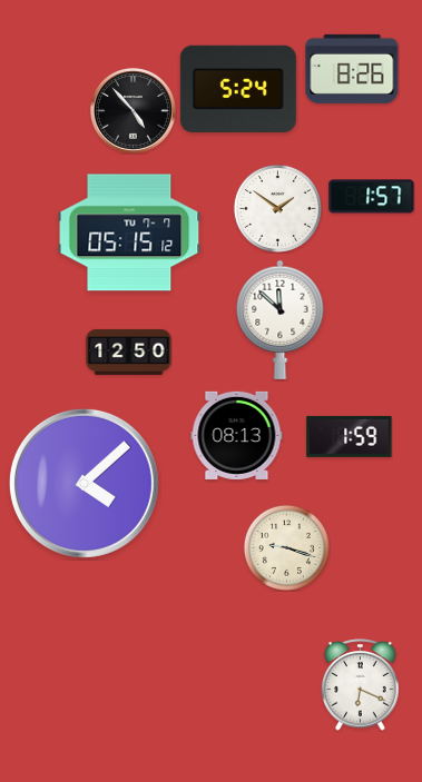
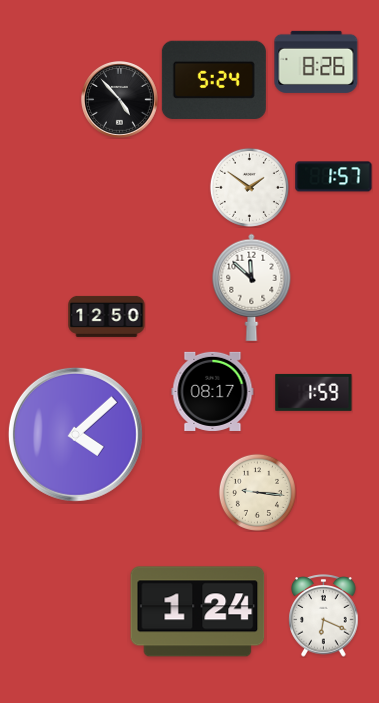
clock at (129, 232): 05:15 -> none
clock at (129, 352) position: (129, 352) -> (107, 316)
clock at (237, 435): 08:13 -> 08:17
clock at (286, 547): 9:18 -> 9:16
clock at (198, 612): none -> 1:24
